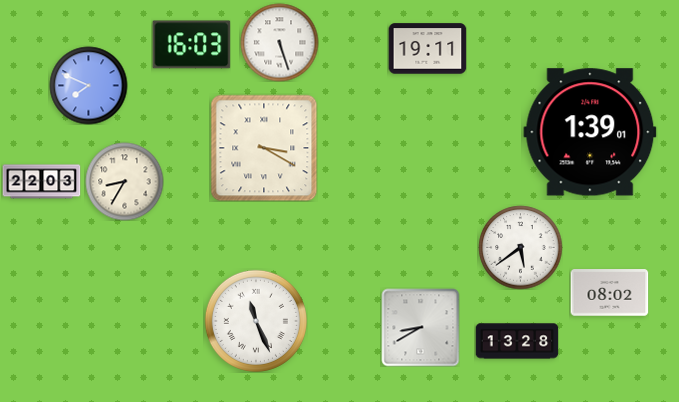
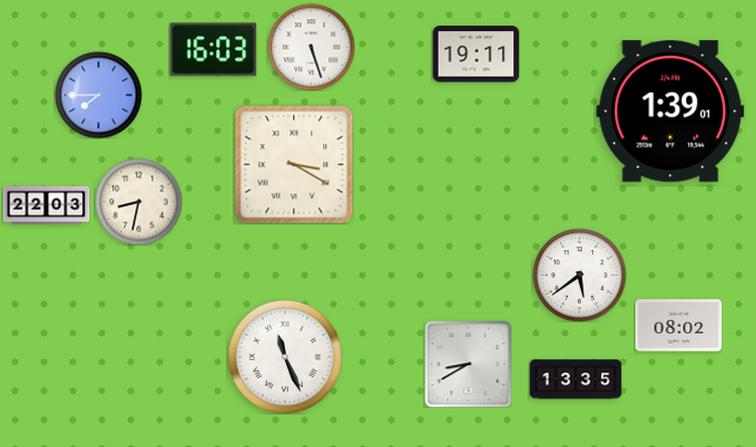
clock at (88, 85): 7:49 -> 7:45
clock at (590, 132) position: (590, 132) -> (670, 111)
clock at (124, 181): 8:35 -> 8:32
clock at (41, 182) position: (41, 182) -> (46, 206)
clock at (517, 341): 13:28 -> 13:35
